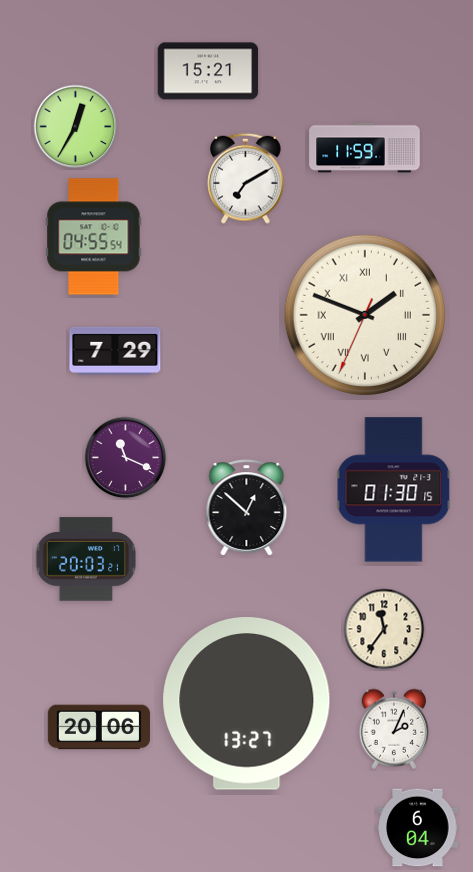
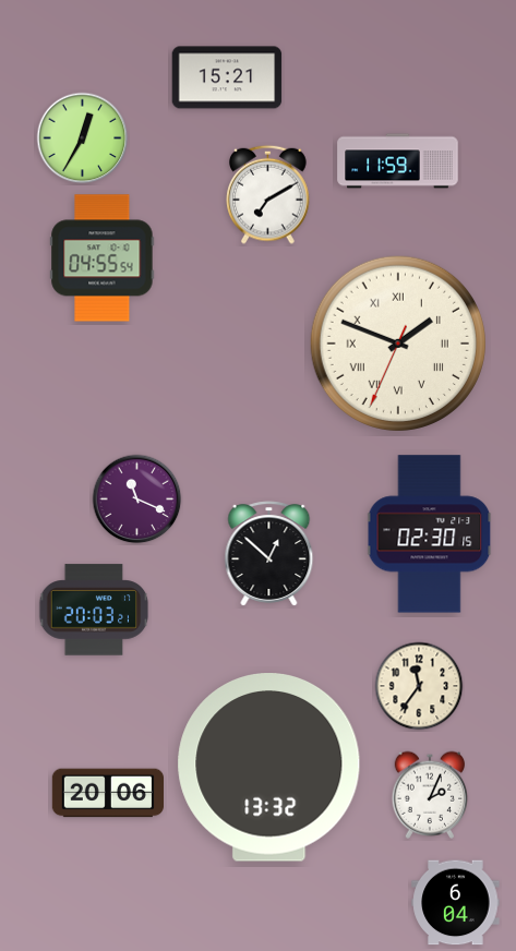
clock at (115, 351): 7:29 -> none
clock at (394, 490): 01:30 -> 02:30
clock at (247, 704): 13:27 -> 13:32
